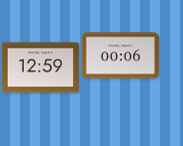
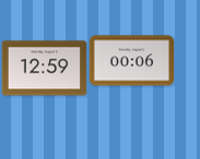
clock at (40, 68) position: (40, 68) -> (44, 69)
